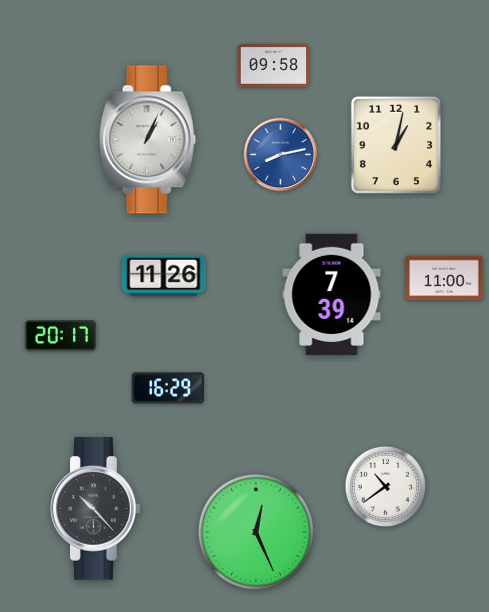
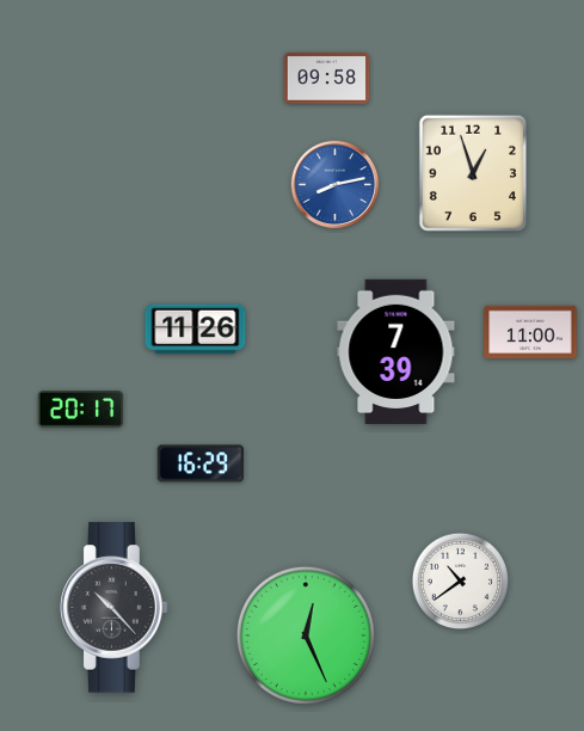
clock at (147, 140): 1:04 -> none
clock at (396, 145): 1:02 -> 12:57
clock at (61, 336) position: (61, 336) -> (81, 410)
